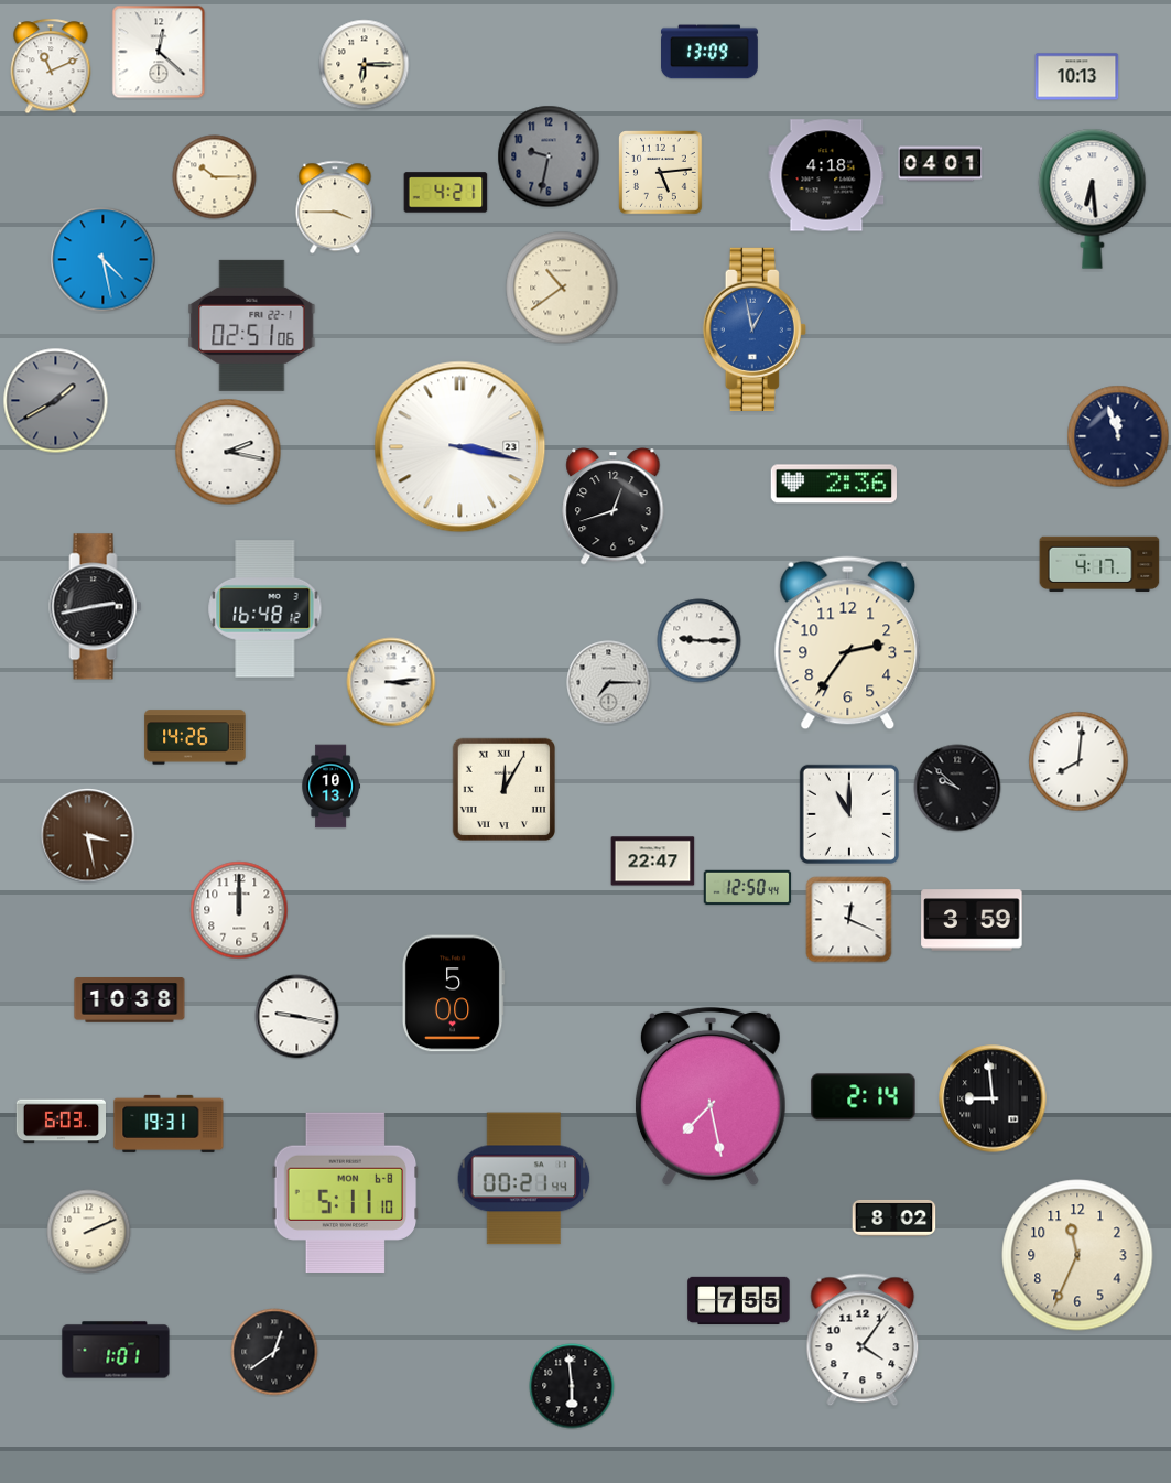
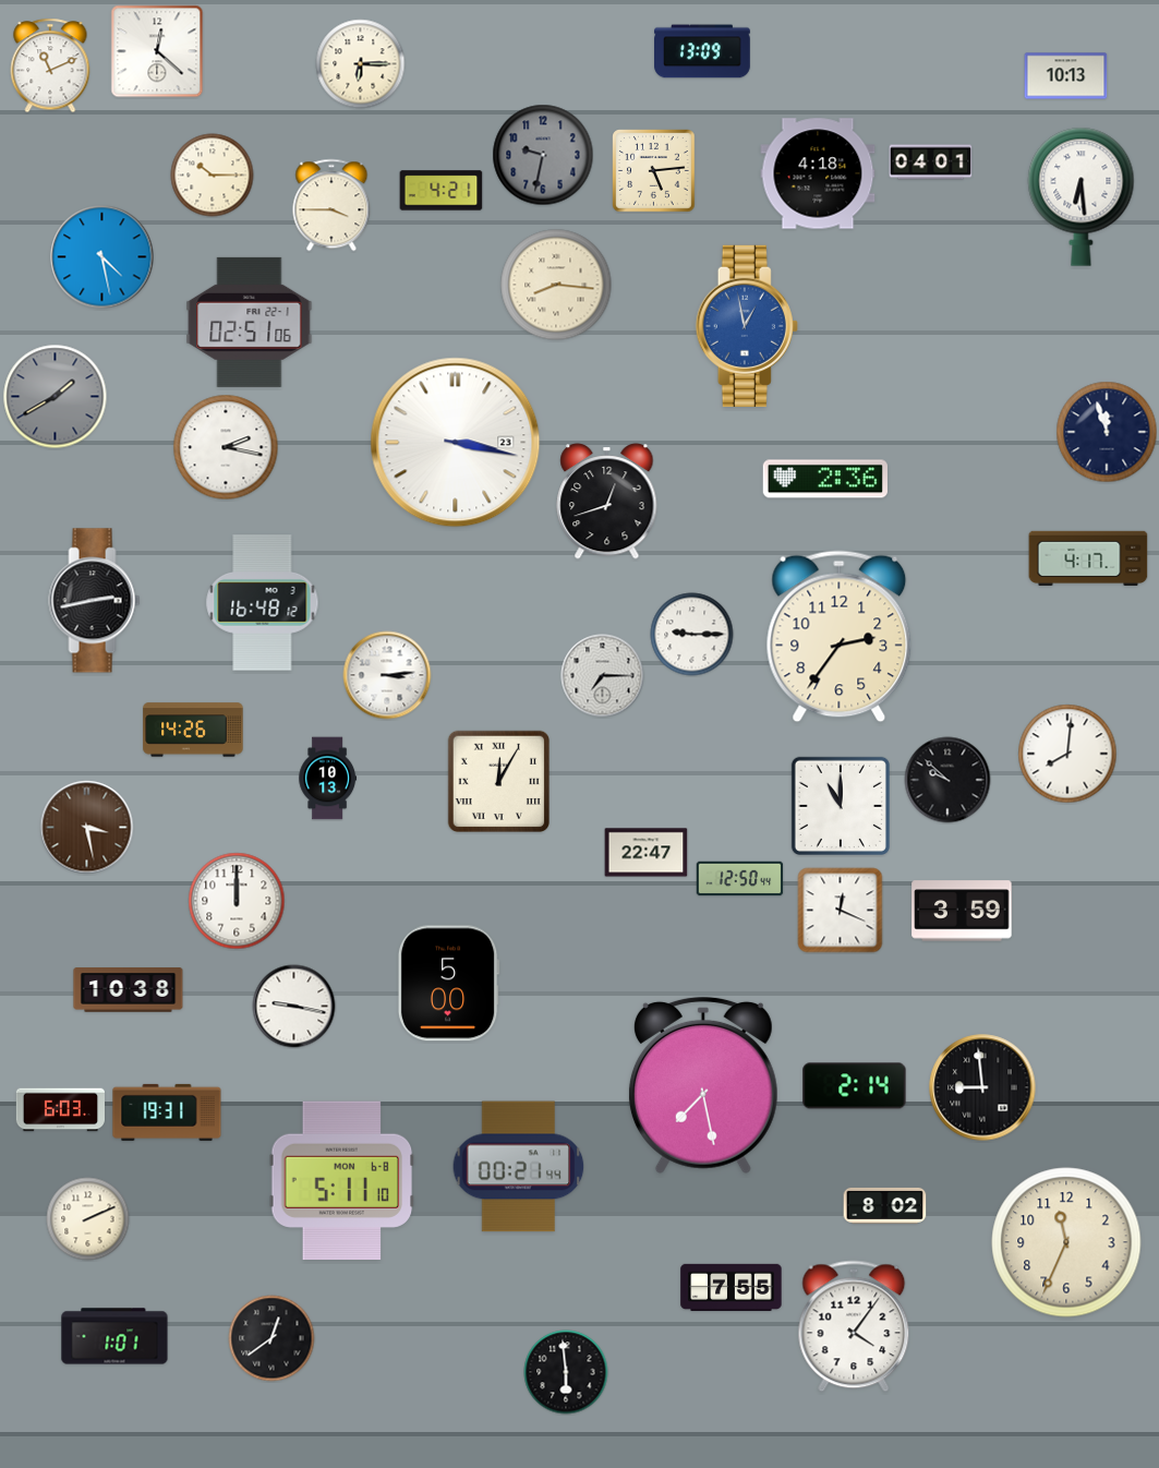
clock at (562, 288): 10:39 -> 8:16
